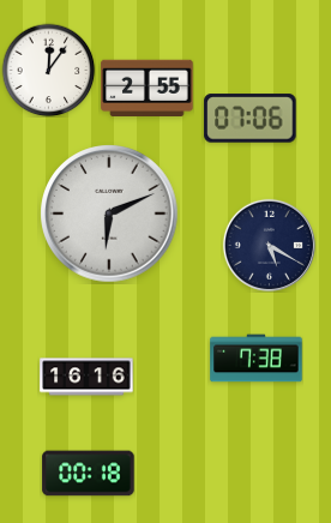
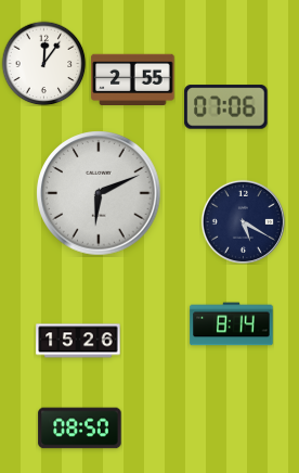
clock at (257, 359): 7:38 -> 8:14
clock at (86, 377): 16:16 -> 15:26
clock at (89, 474): 00:18 -> 08:50
